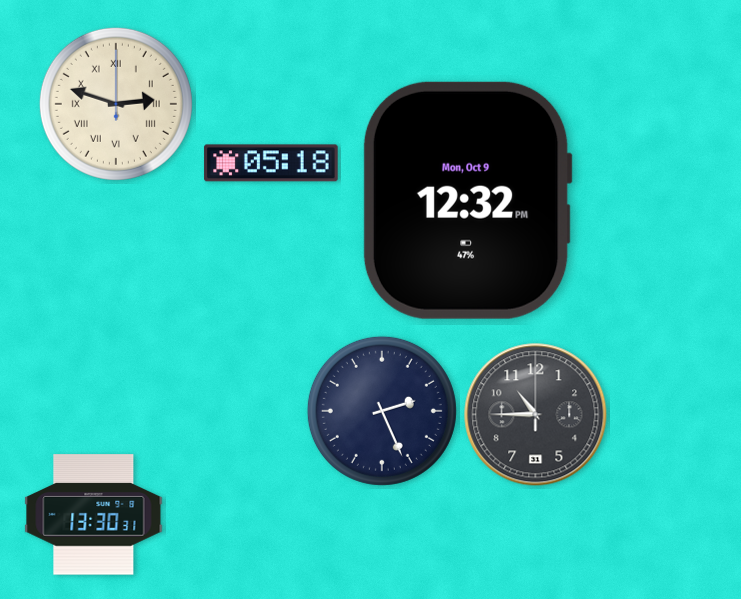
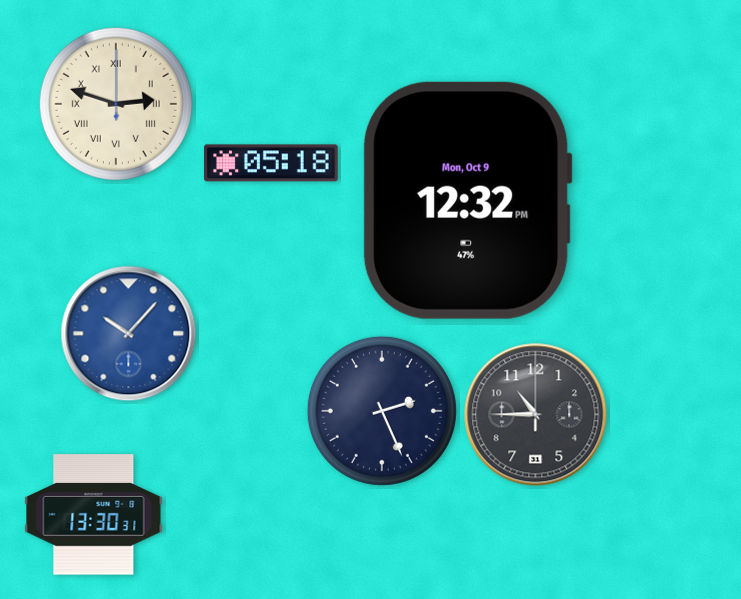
clock at (129, 334): none -> 10:07
